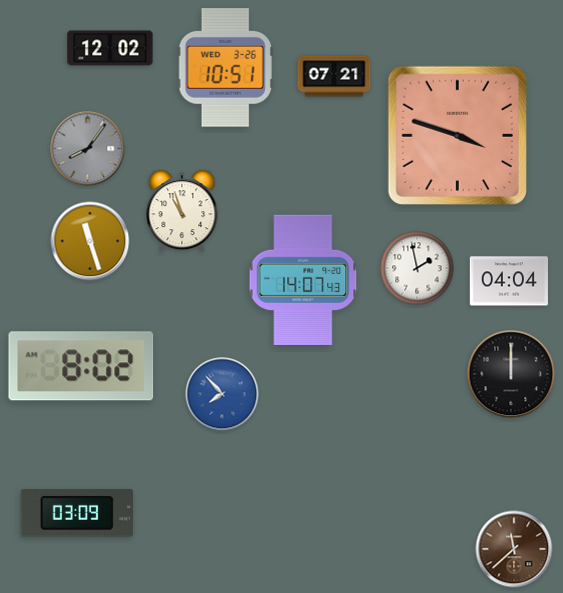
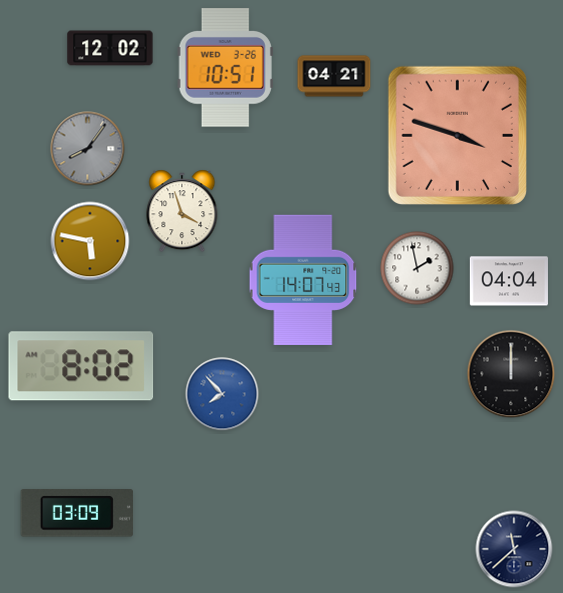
clock at (334, 76): 07:21 -> 04:21
clock at (182, 211): 10:57 -> 3:57
clock at (90, 241): 11:27 -> 5:47
clock at (514, 549) dial: brown -> navy
